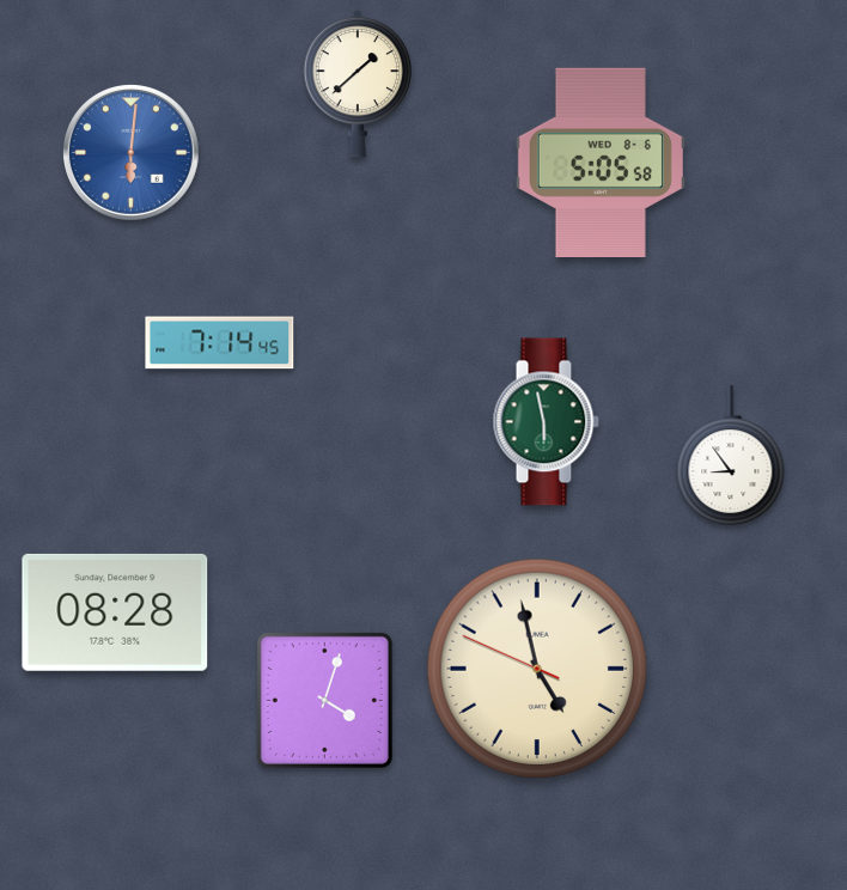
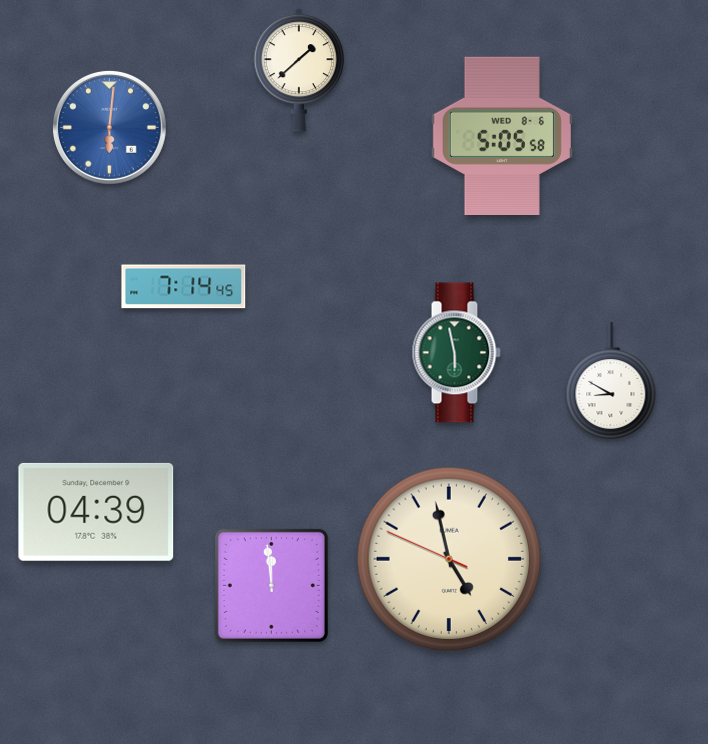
clock at (731, 457): 8:54 -> 8:50
clock at (115, 612): 08:28 -> 04:39
clock at (324, 700): 4:03 -> 11:59
